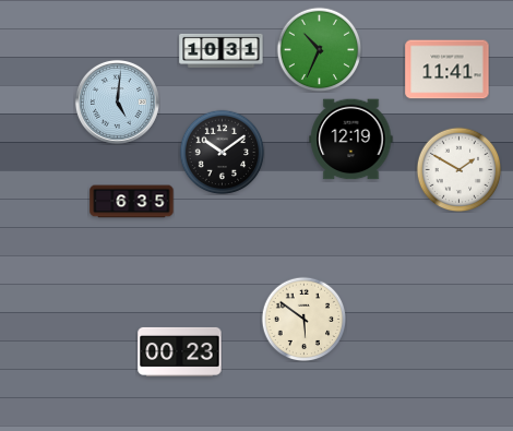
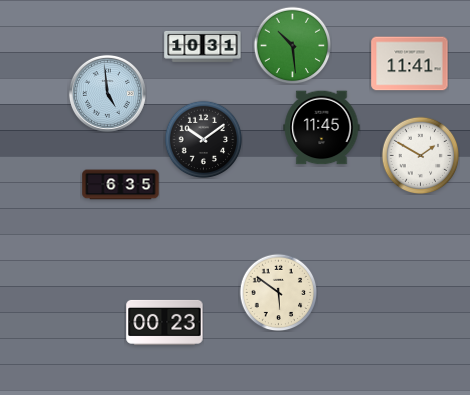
clock at (319, 49): 10:34 -> 10:29
clock at (117, 101): 5:01 -> 4:59
clock at (351, 140): 12:19 -> 11:45
